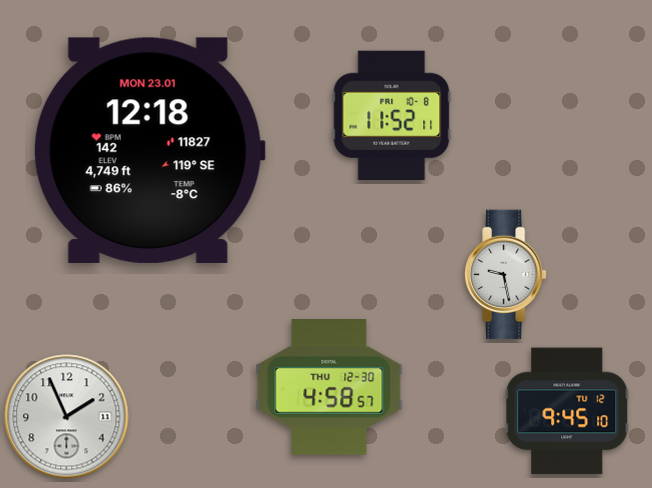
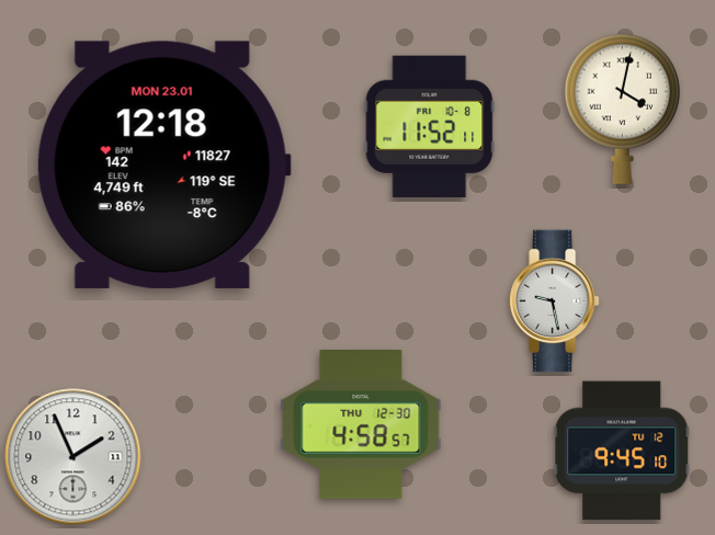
clock at (622, 109): none -> 4:02
